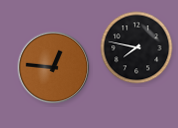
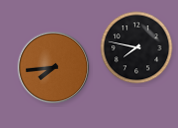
clock at (54, 68): 12:46 -> 7:44
